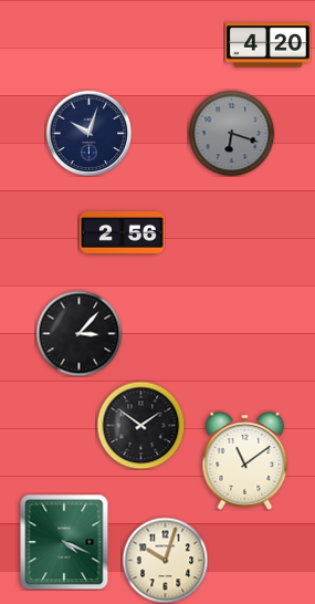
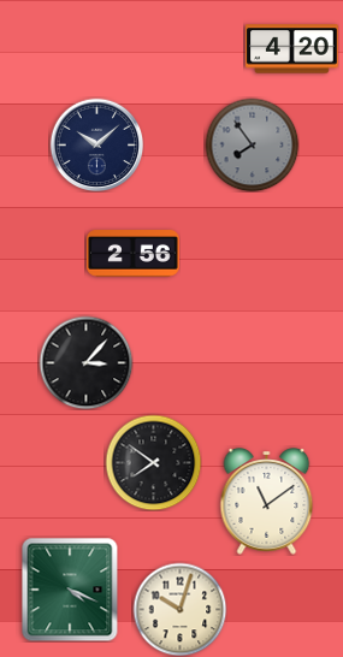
clock at (88, 133): 10:03 -> 10:08
clock at (231, 133): 6:18 -> 7:54
clock at (140, 425): 1:51 -> 7:51
